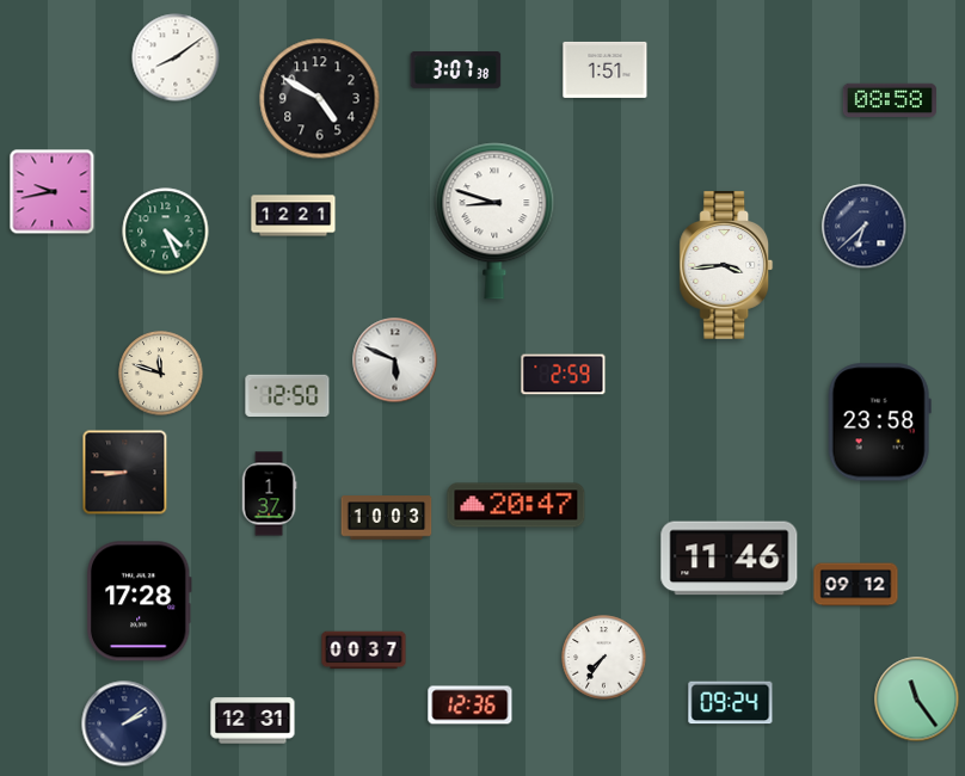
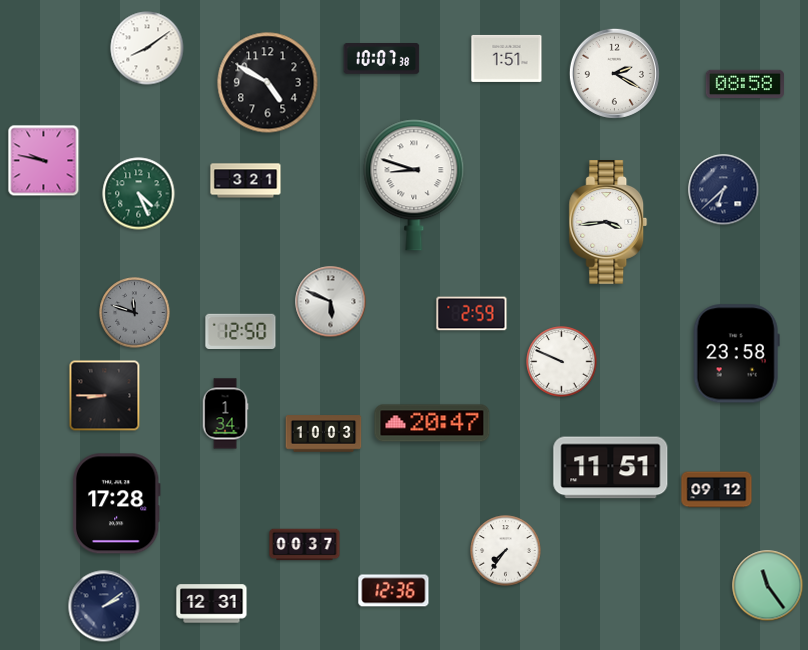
clock at (456, 70): 3:07 -> 10:07
clock at (614, 73): none -> 2:20
clock at (53, 192): 9:43 -> 9:47
clock at (294, 216): 12:21 -> 3:21
clock at (161, 374) dial: cream -> grey
clock at (562, 362): none -> 9:49
clock at (269, 494): 1:37 -> 1:34
clock at (730, 559): 11:46 -> 11:51
clock at (731, 703): 09:24 -> none
